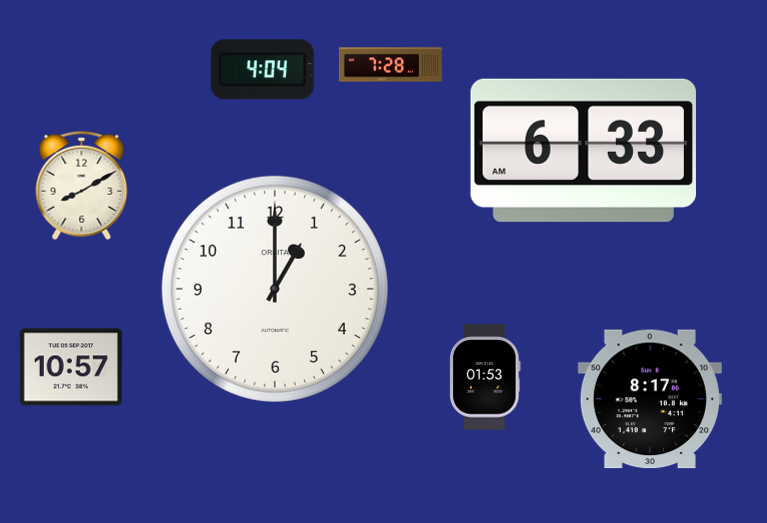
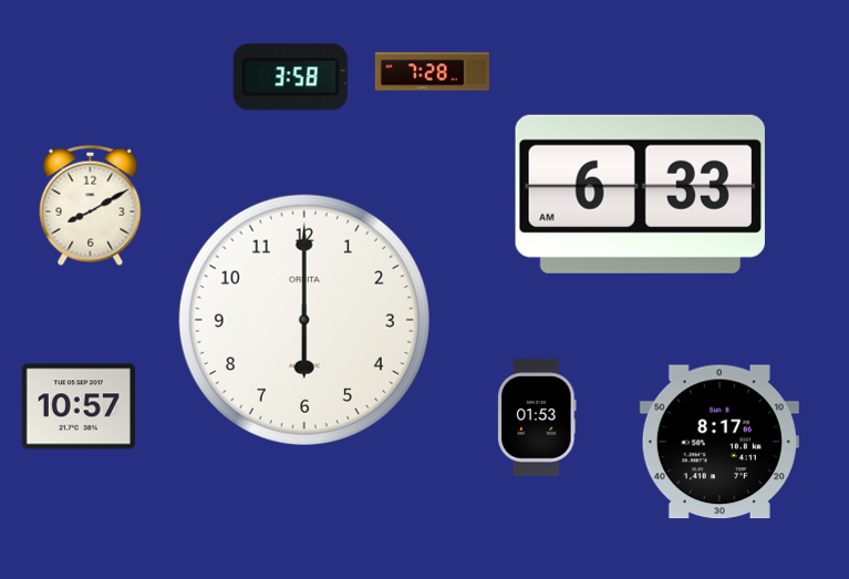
clock at (262, 70): 4:04 -> 3:58
clock at (583, 150) position: (583, 150) -> (640, 194)
clock at (275, 289): 1:00 -> 6:00
